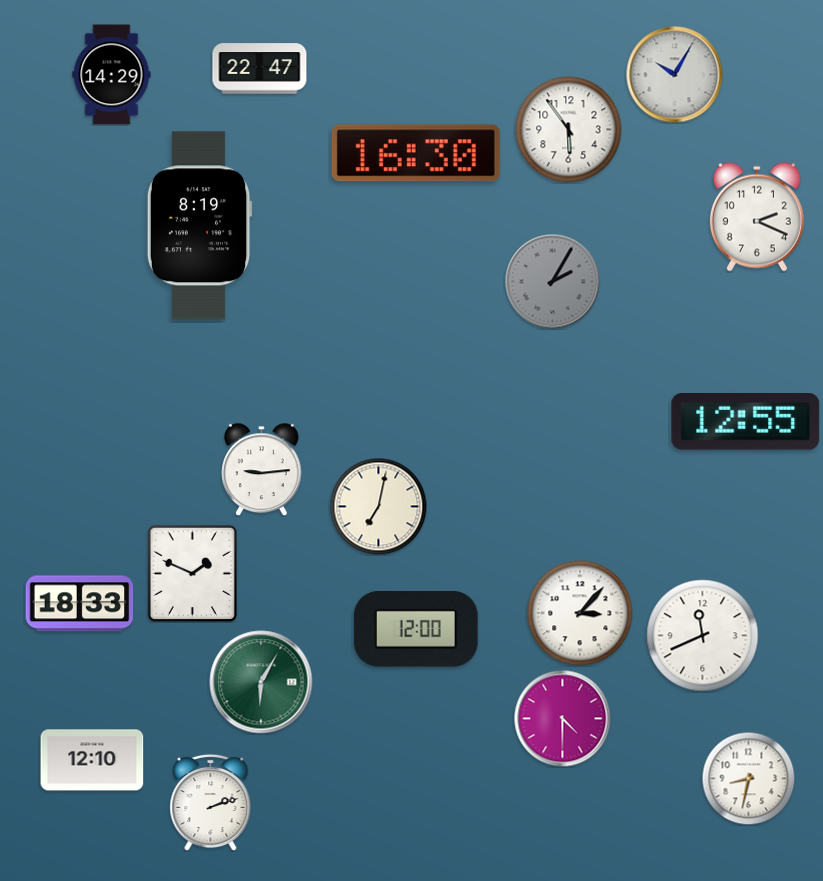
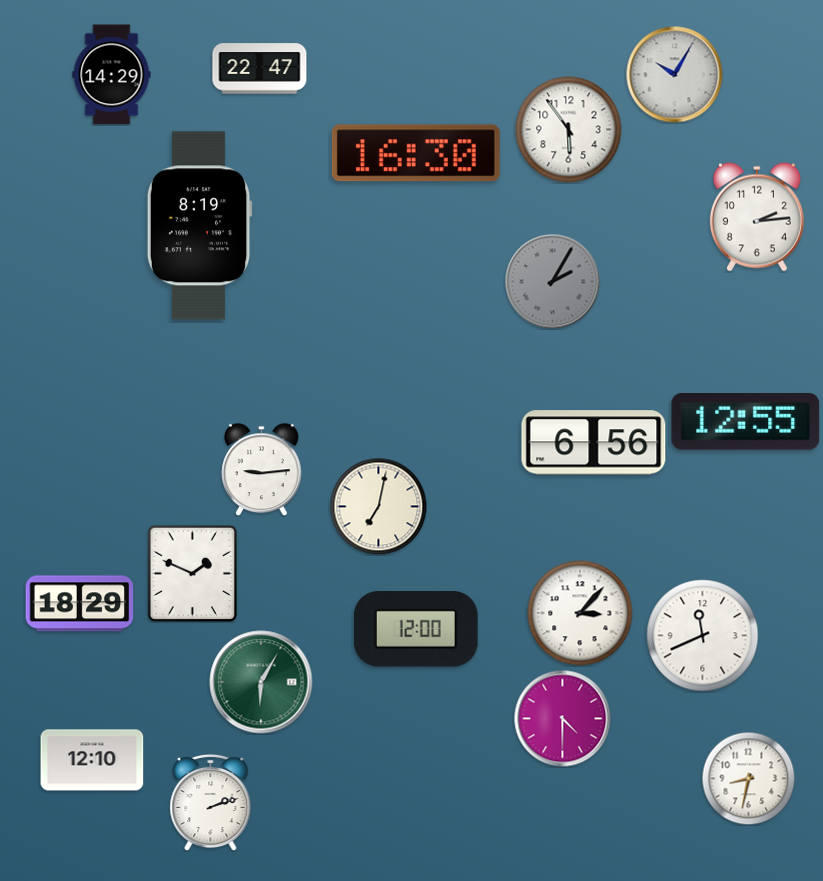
clock at (757, 217): 2:19 -> 2:14
clock at (594, 443): none -> 6:56
clock at (80, 604): 18:33 -> 18:29
